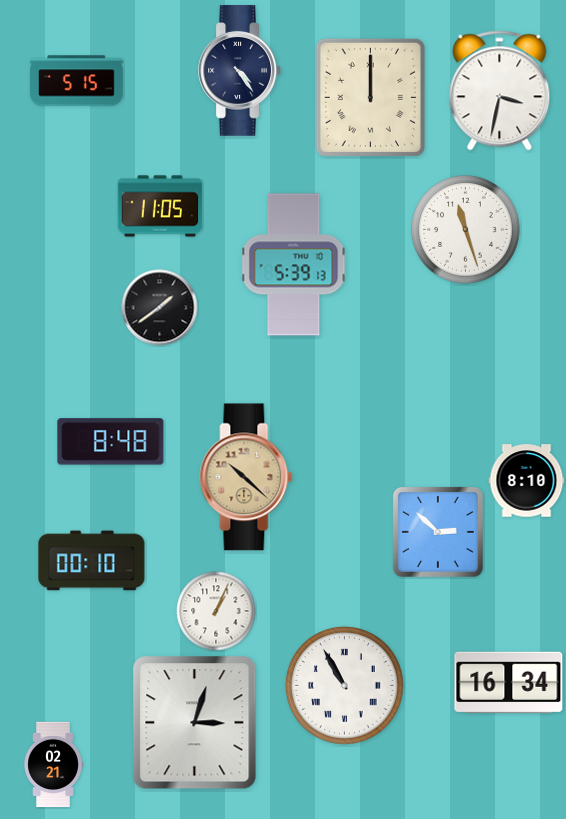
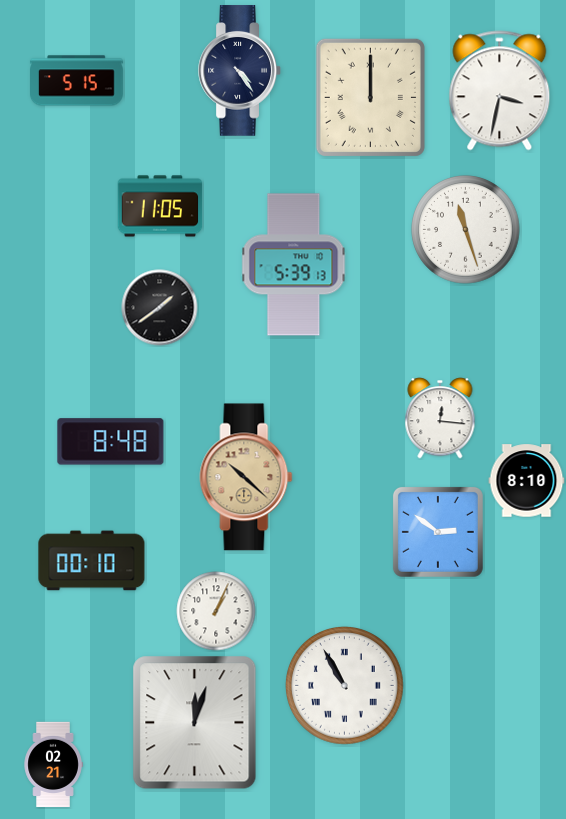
clock at (440, 418): none -> 12:16
clock at (438, 532): 2:52 -> 2:51
clock at (509, 682): 16:34 -> none
clock at (195, 723): 3:03 -> 12:03
